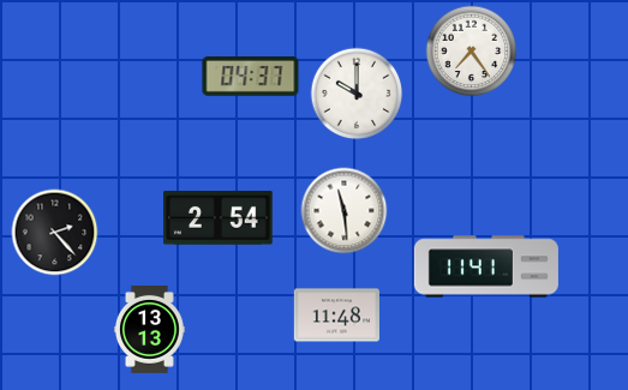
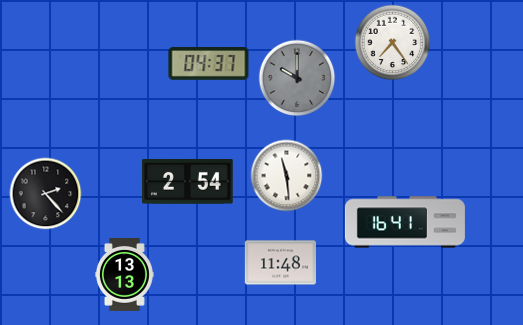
clock at (357, 94) dial: white -> grey
clock at (219, 218) position: (219, 218) -> (188, 182)
clock at (486, 266): 11:41 -> 16:41
